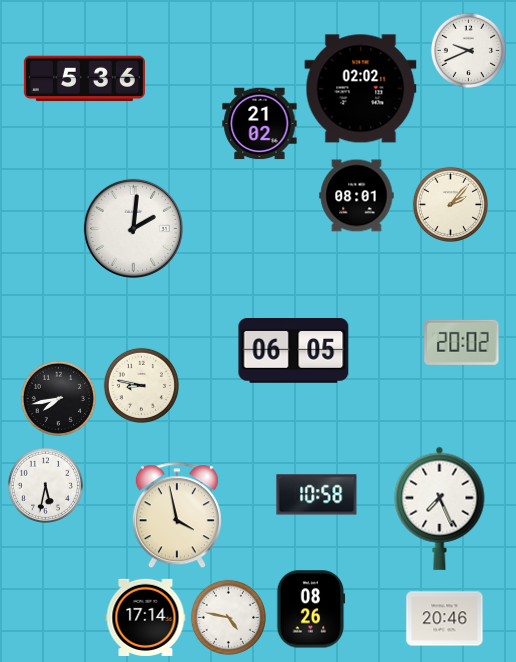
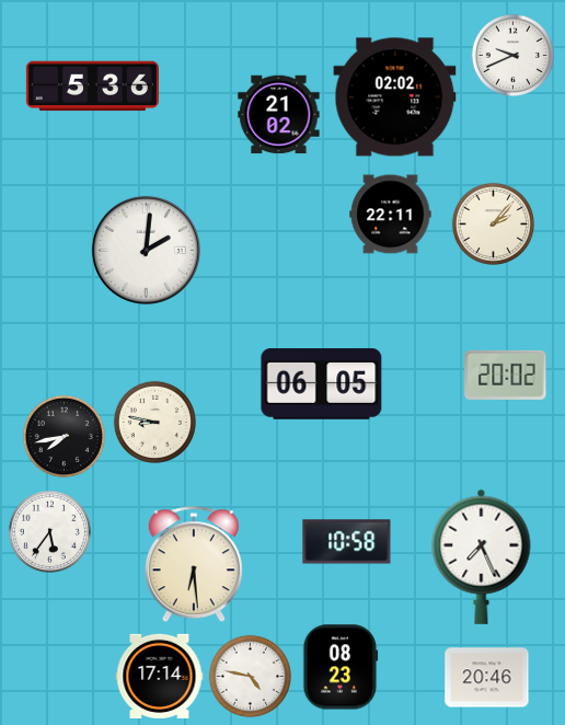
clock at (260, 124) position: (260, 124) -> (279, 115)
clock at (357, 196): 08:01 -> 22:11
clock at (45, 485): 5:32 -> 5:36
clock at (177, 516): 3:58 -> 6:29
clock at (311, 609): 08:26 -> 08:23
